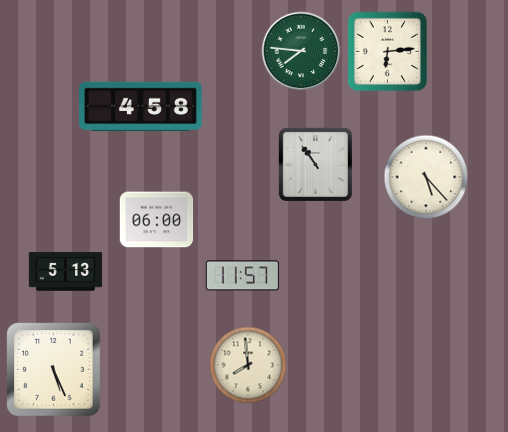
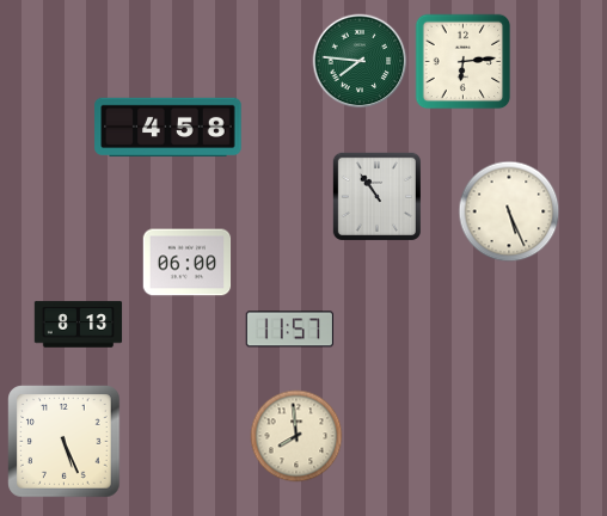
clock at (426, 177): 5:23 -> 5:26
clock at (66, 272): 5:13 -> 8:13
